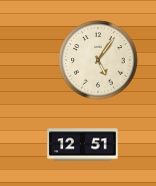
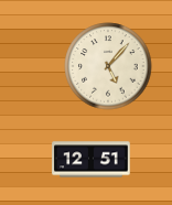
clock at (98, 60): 5:06 -> 5:07
